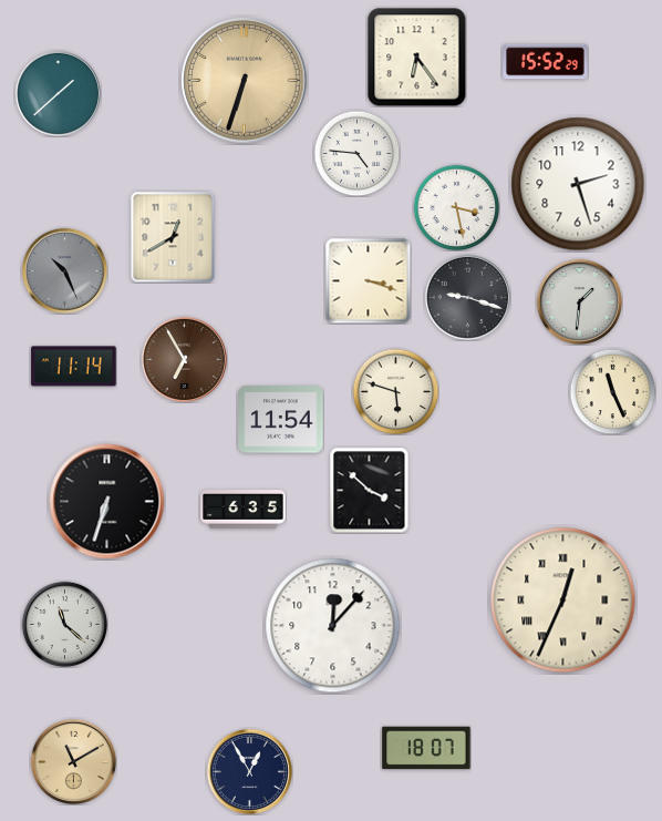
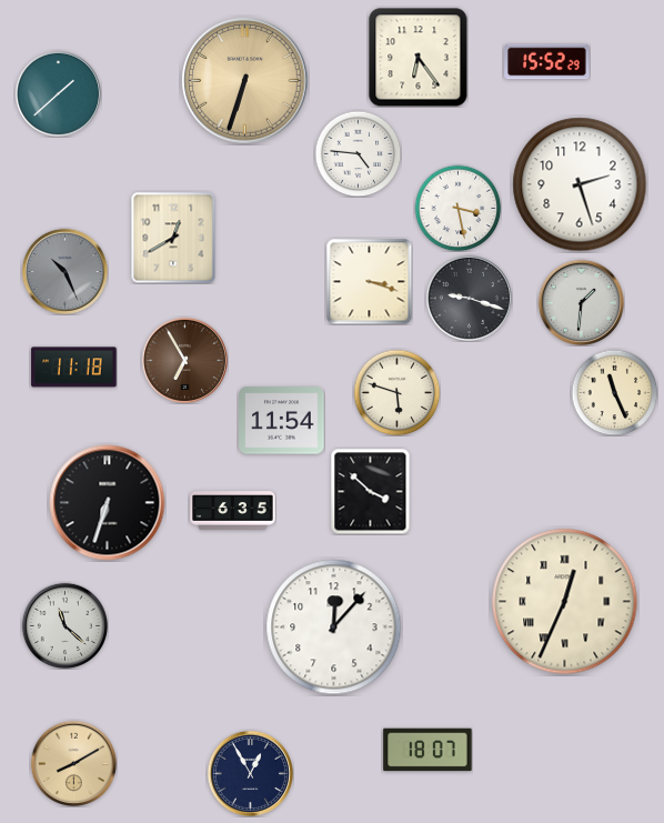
clock at (74, 367): 11:14 -> 11:18
clock at (244, 510) position: (244, 510) -> (233, 511)
clock at (73, 761): 11:10 -> 8:10
